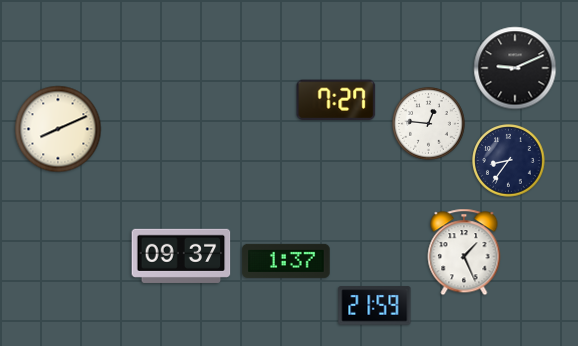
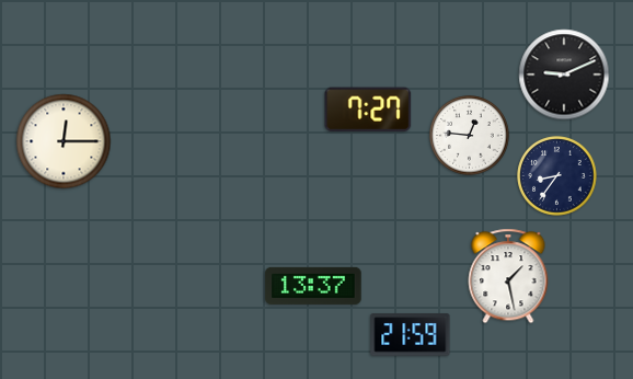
clock at (58, 129): 8:11 -> 12:15
clock at (464, 252): 1:26 -> 1:28
clock at (181, 256): 09:37 -> none
clock at (286, 261): 1:37 -> 13:37
